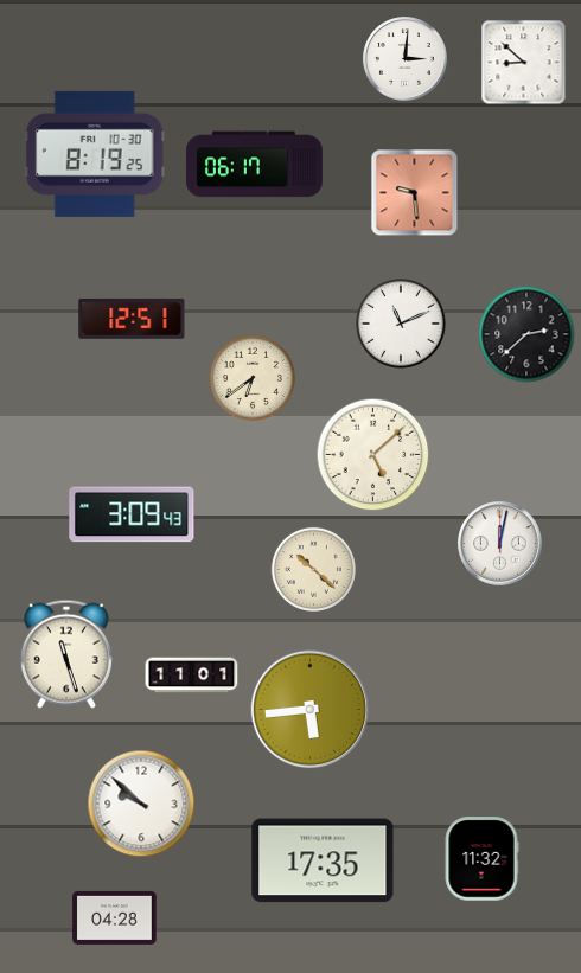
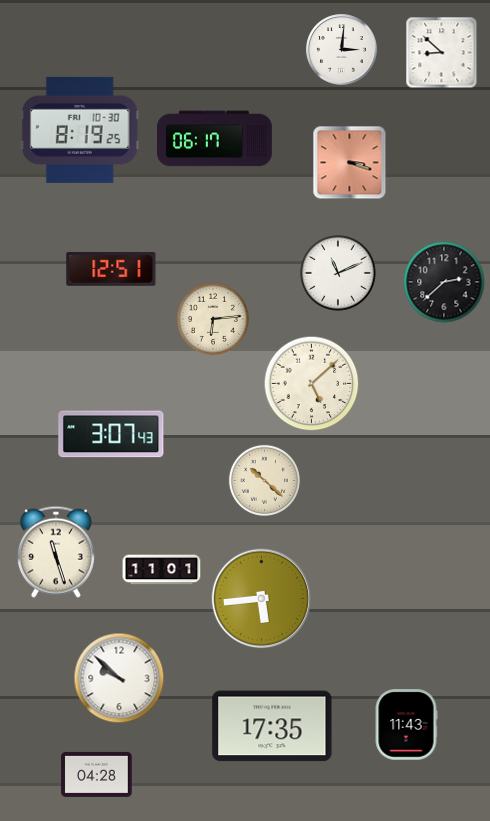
clock at (415, 193): 9:29 -> 3:18
clock at (253, 378): 6:39 -> 6:14
clock at (373, 455) position: (373, 455) -> (312, 384)
clock at (132, 514): 3:09 -> 3:07
clock at (500, 544): 12:02 -> none
clock at (481, 859): 11:32 -> 11:43
